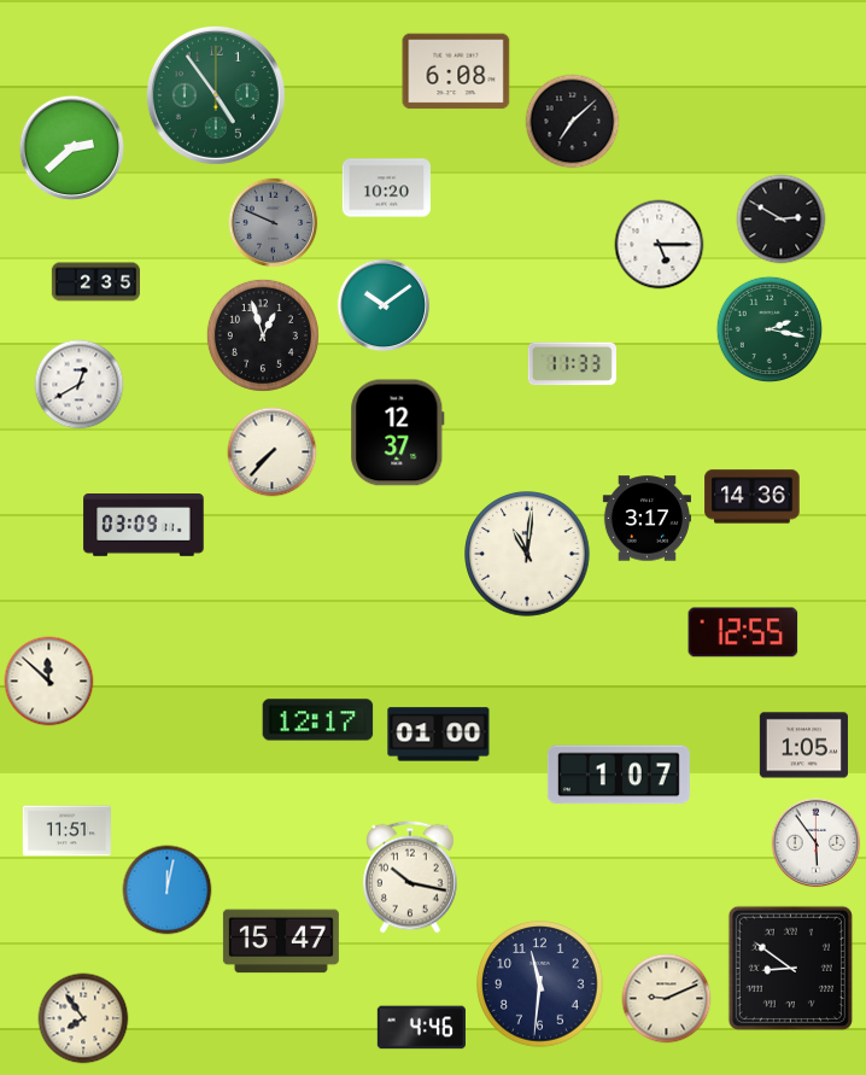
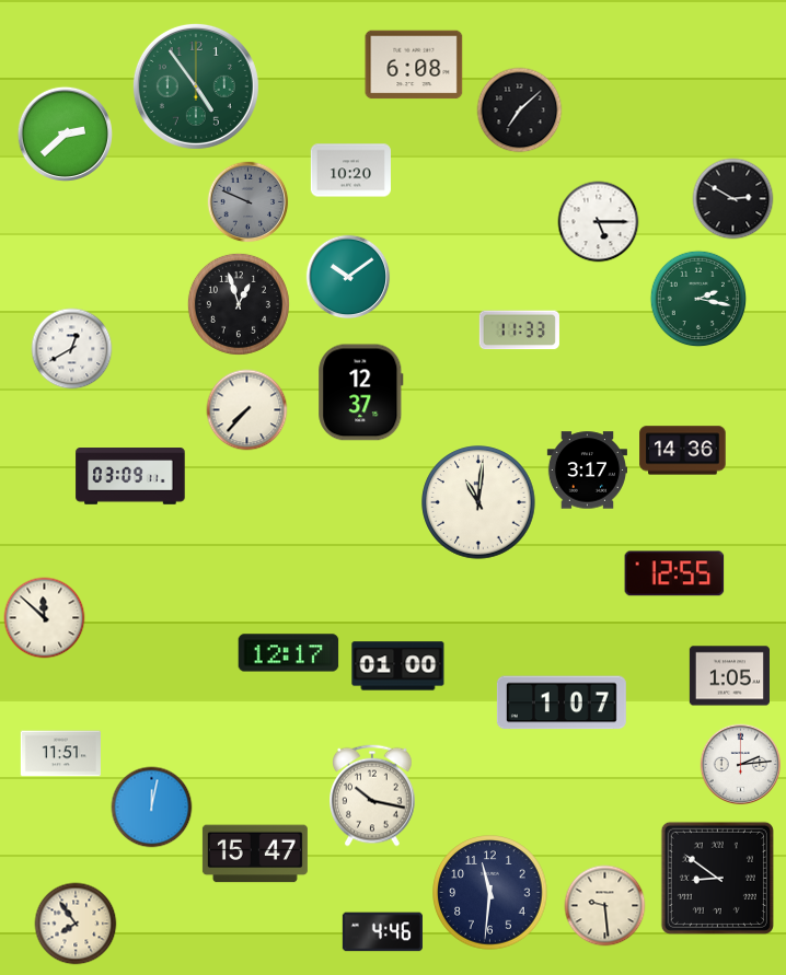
clock at (782, 220) position: (782, 220) -> (733, 199)
clock at (95, 282): 2:35 -> none
clock at (817, 843): 5:54 -> 2:14
clock at (667, 999): 9:11 -> 9:29
